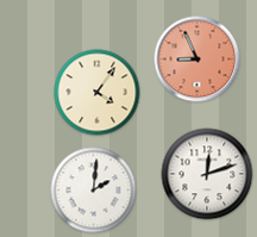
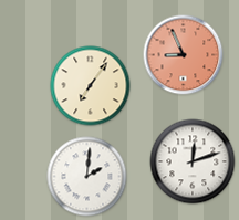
clock at (98, 93): 4:06 -> 7:06
